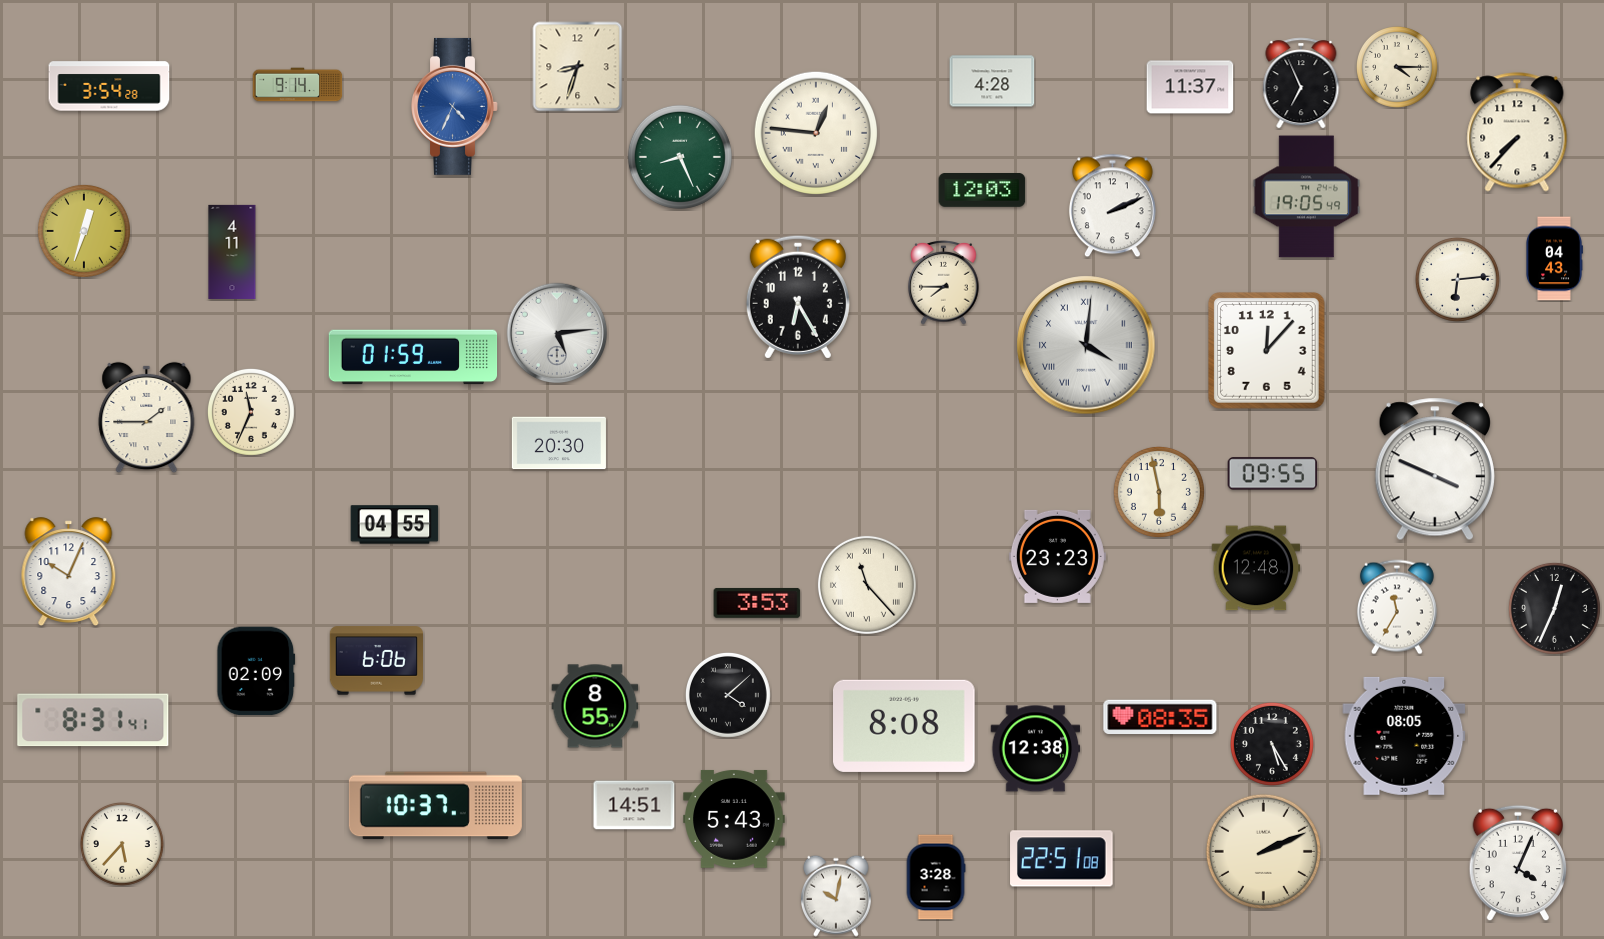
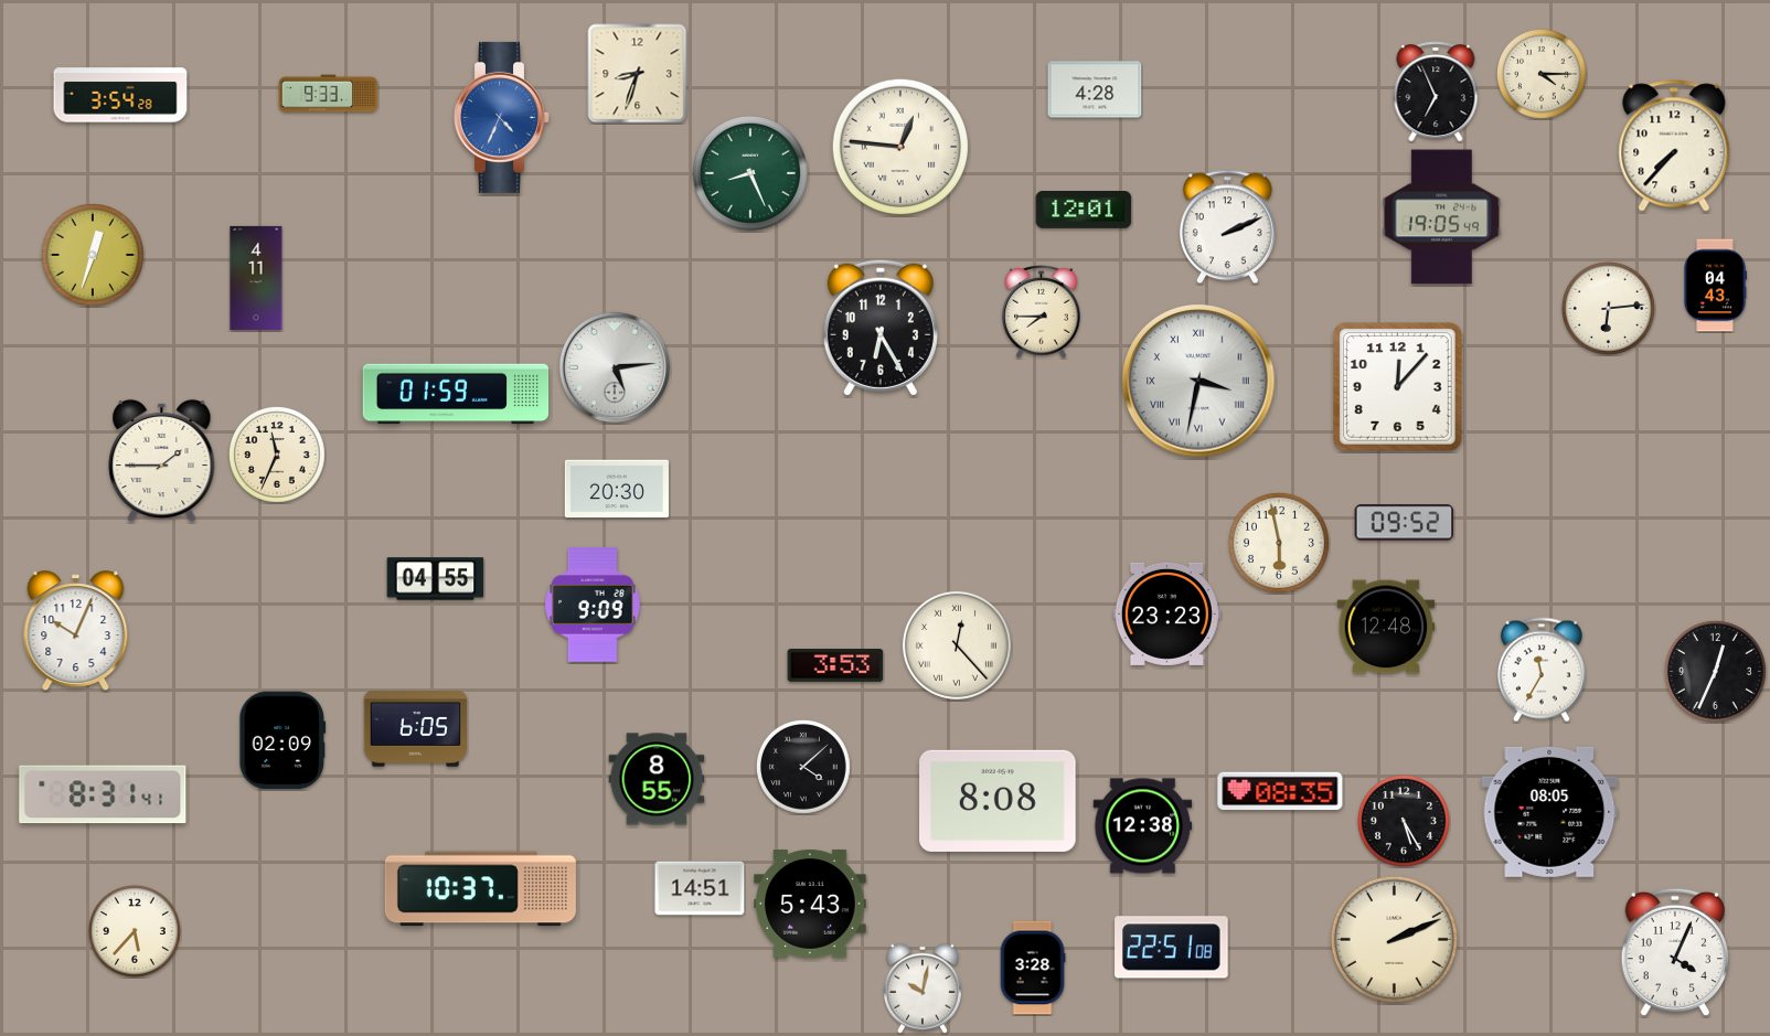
clock at (298, 85): 9:14 -> 9:33
clock at (1190, 87): 11:37 -> none
clock at (982, 191): 12:03 -> 12:01
clock at (1086, 345): 4:01 -> 3:32
clock at (1435, 469): 3:49 -> none
clock at (1273, 474): 09:55 -> 09:52
clock at (593, 605): none -> 9:09
clock at (867, 585): 11:23 -> 12:23
clock at (376, 661): 6:06 -> 6:05
